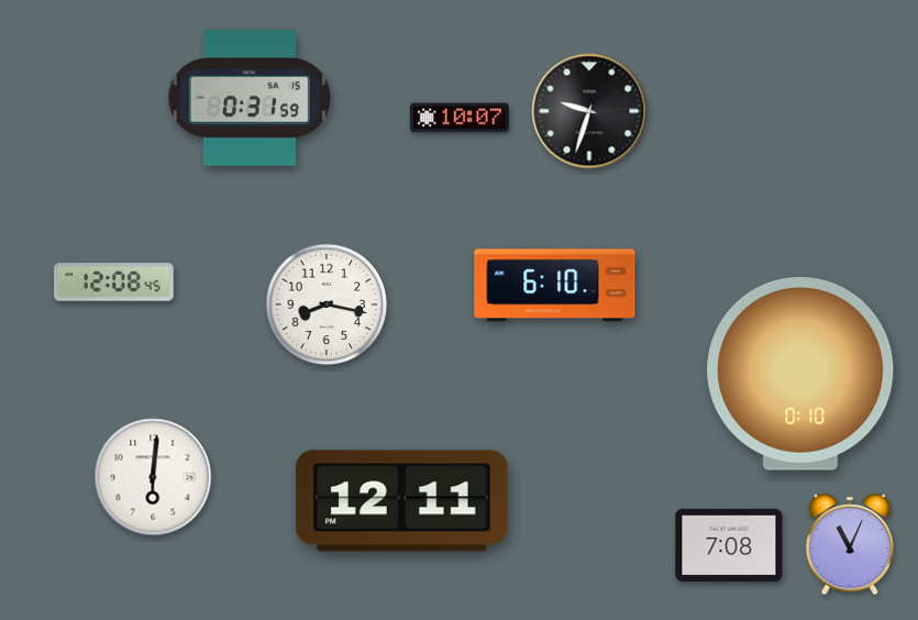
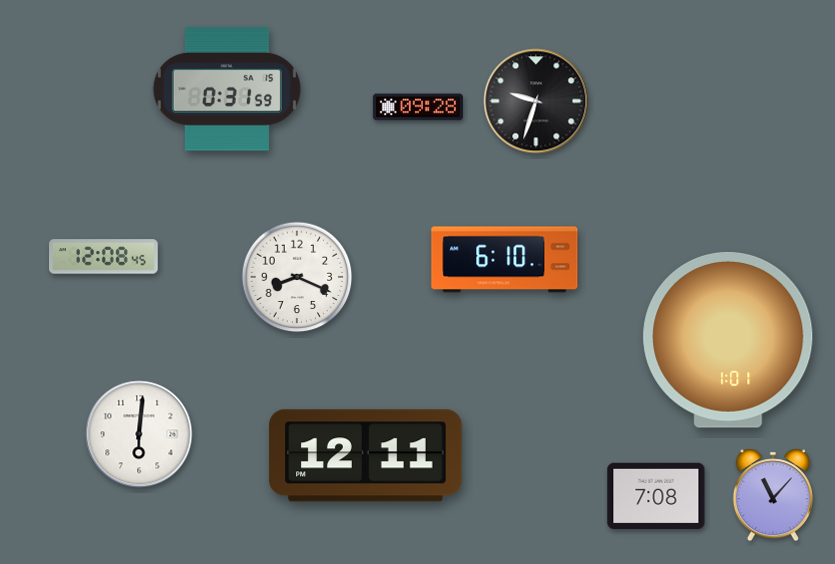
clock at (460, 118): 10:07 -> 09:28
clock at (327, 305): 8:17 -> 8:19
clock at (800, 374): 0:10 -> 1:01
clock at (729, 544) position: (729, 544) -> (656, 495)
clock at (850, 544): 11:04 -> 11:07
